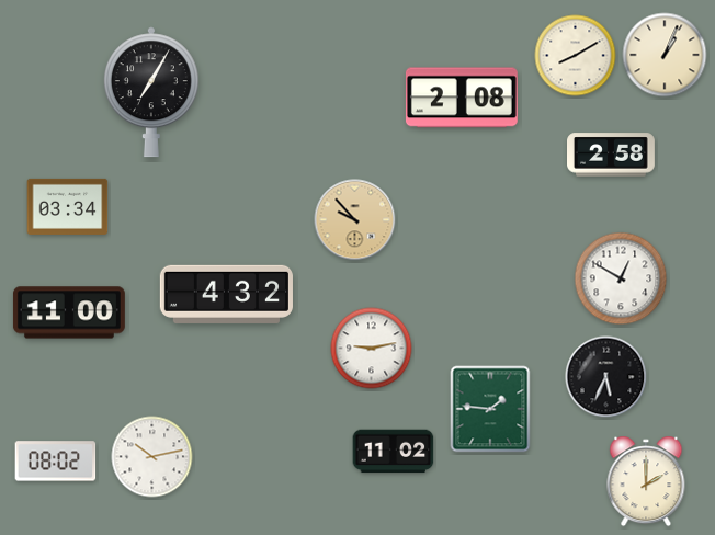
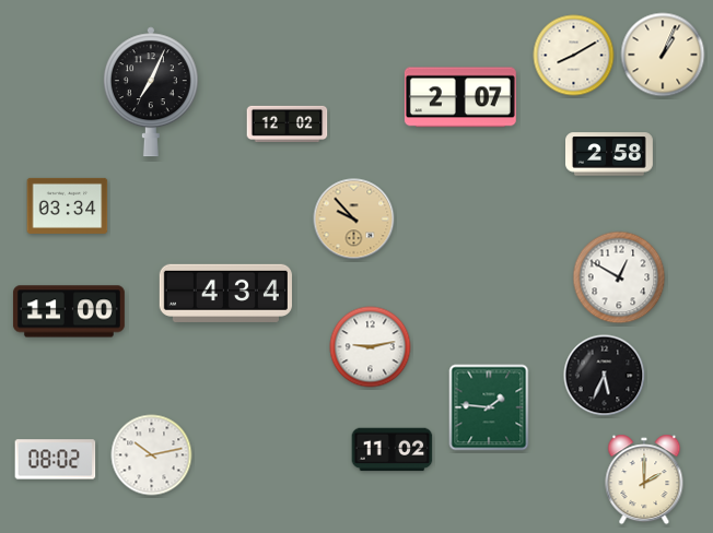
clock at (151, 92): 7:05 -> 7:04
clock at (462, 98): 2:08 -> 2:07
clock at (288, 123): none -> 12:02
clock at (226, 294): 4:32 -> 4:34
